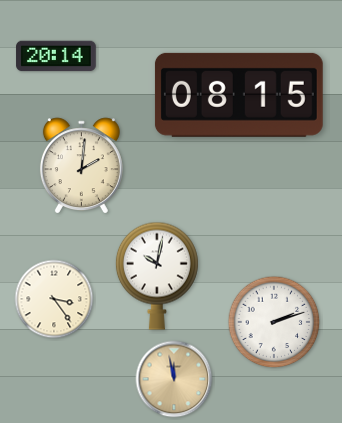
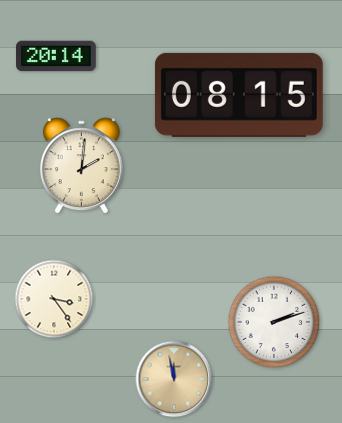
clock at (157, 276): 10:02 -> none
